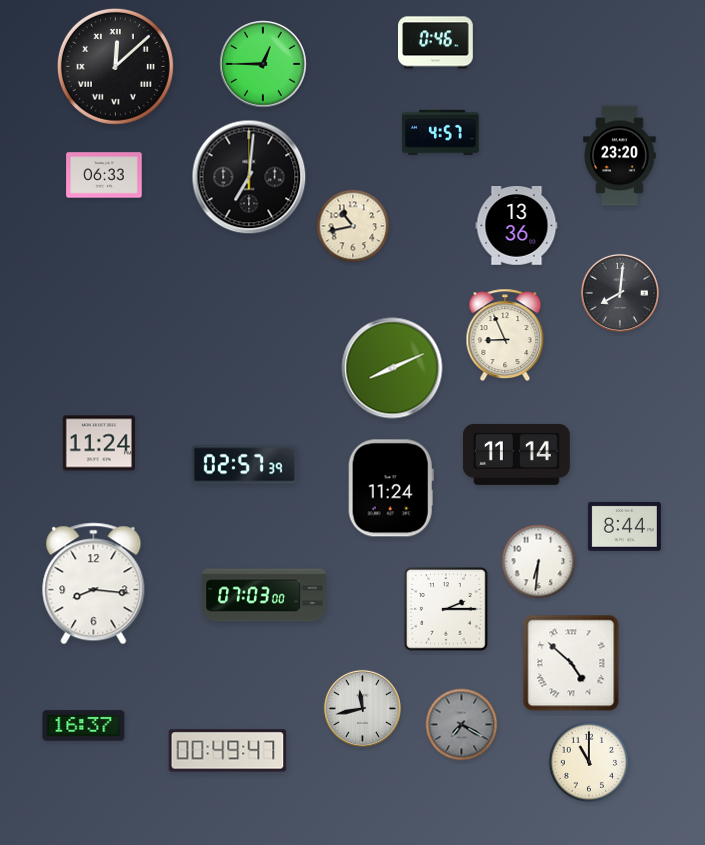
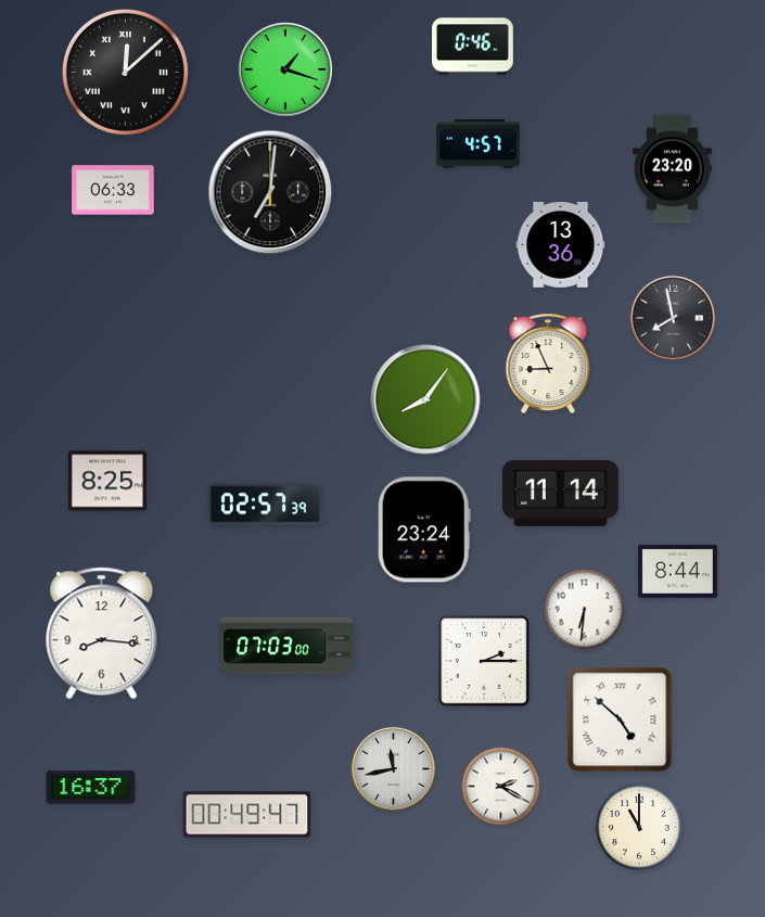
clock at (263, 64): 12:45 -> 1:18
clock at (353, 226): 10:43 -> none
clock at (620, 293): 8:01 -> 7:58
clock at (392, 368): 8:11 -> 8:06
clock at (99, 443): 11:24 -> 8:25
clock at (391, 488): 11:24 -> 23:24
clock at (462, 725): 7:20 -> 2:20
clock at (462, 725) dial: grey -> white
